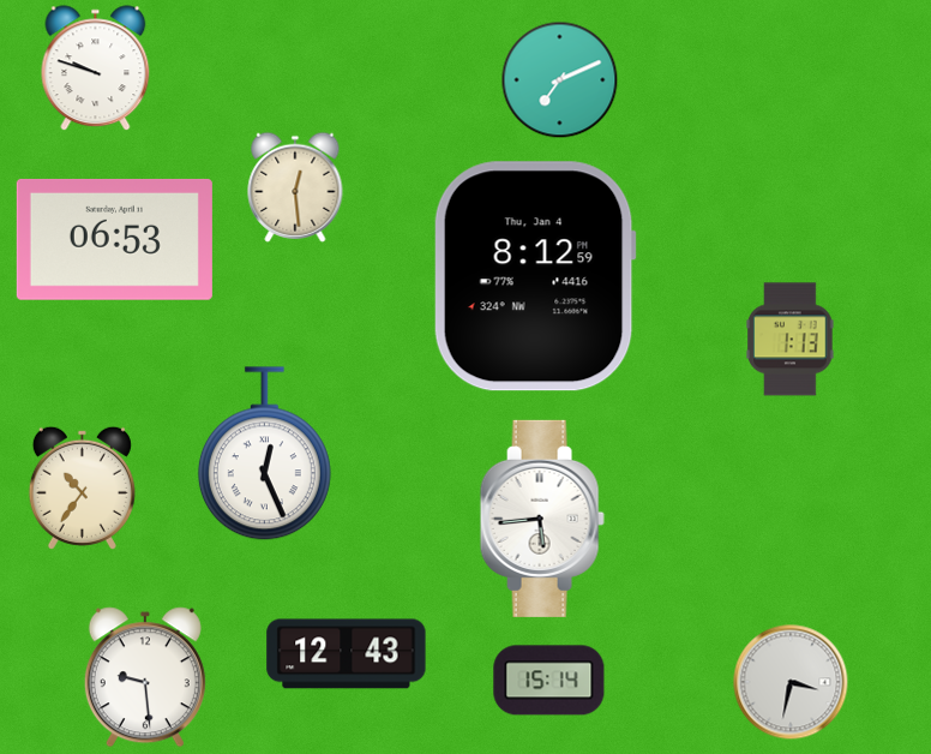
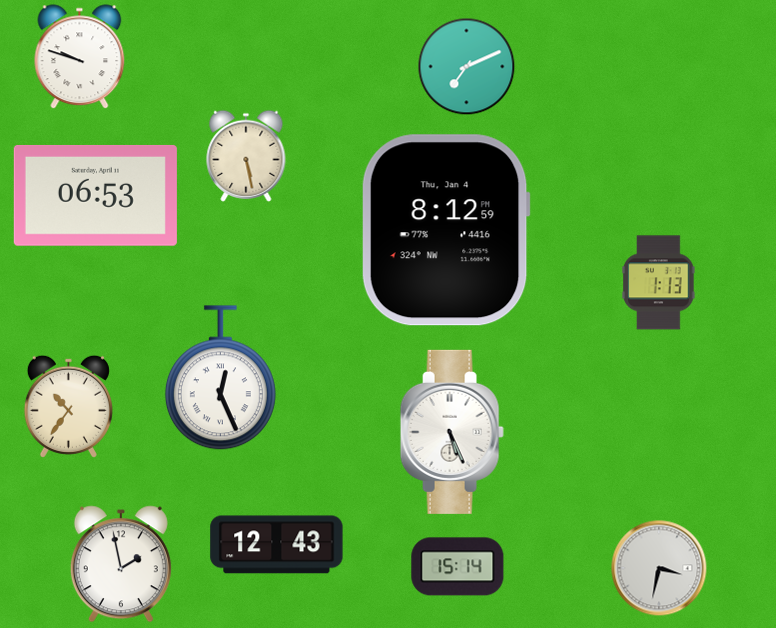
clock at (295, 187): 12:29 -> 5:28
clock at (114, 239) position: (114, 239) -> (95, 195)
clock at (542, 519): 5:44 -> 5:26
clock at (347, 654) position: (347, 654) -> (277, 545)
clock at (145, 677): 9:29 -> 1:58
